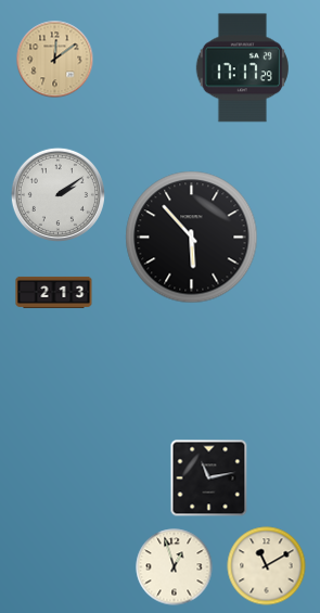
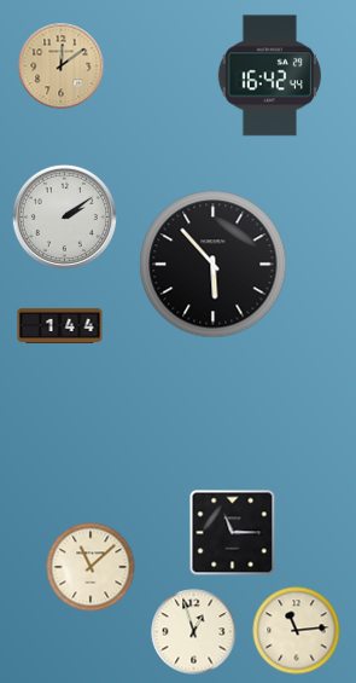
clock at (242, 68): 17:17 -> 16:42
clock at (54, 292): 2:13 -> 1:44
clock at (209, 478): 11:13 -> 11:15
clock at (91, 567): none -> 11:08
clock at (267, 566): 11:10 -> 11:14
